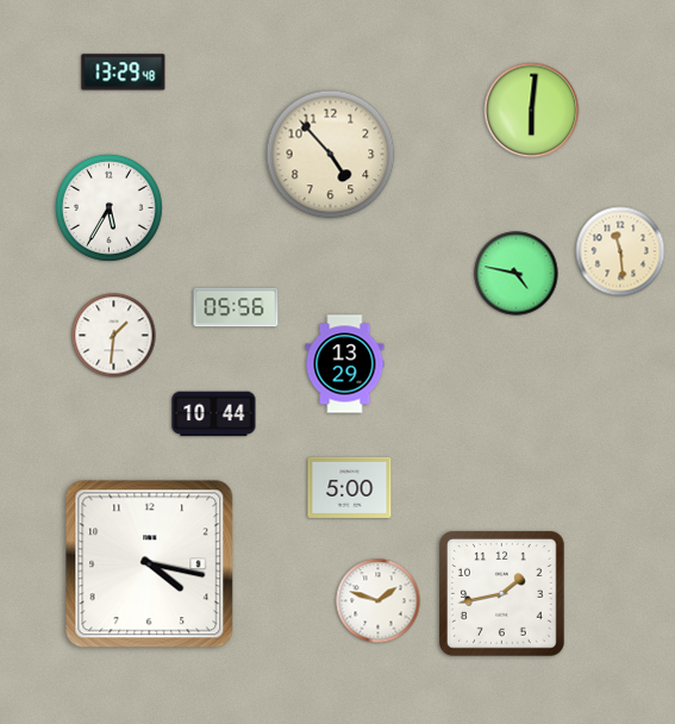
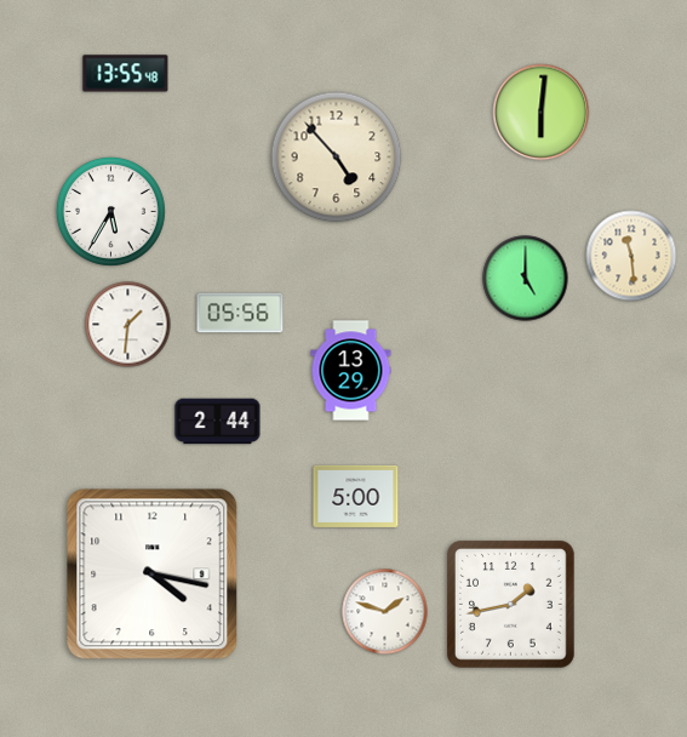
clock at (124, 73): 13:29 -> 13:55
clock at (517, 274): 4:47 -> 5:00
clock at (114, 336) position: (114, 336) -> (128, 325)
clock at (214, 414): 10:44 -> 2:44
